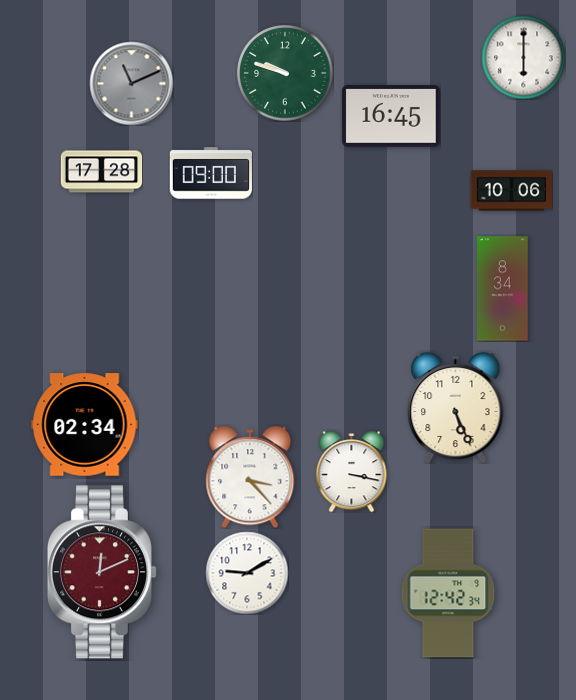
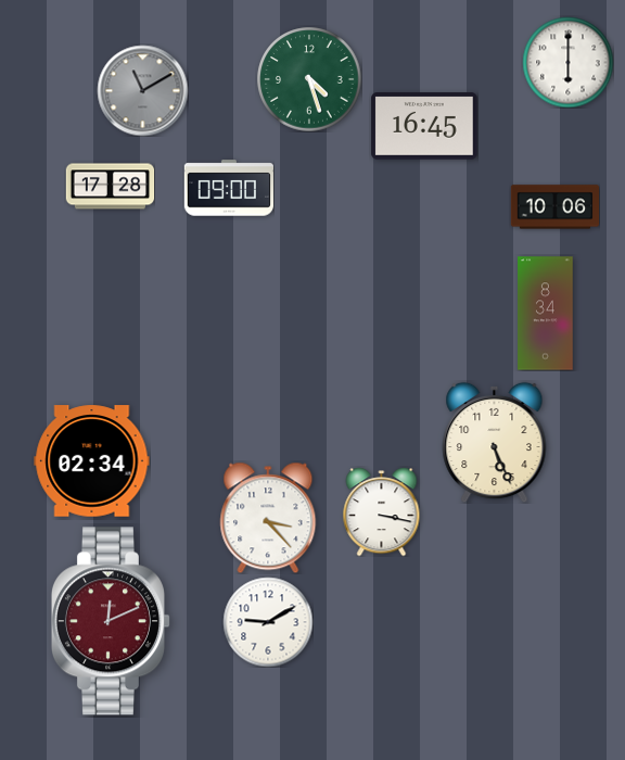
clock at (285, 73): 9:48 -> 4:27
clock at (131, 83): 11:11 -> 11:10
clock at (250, 477) position: (250, 477) -> (268, 518)
clock at (448, 593): 12:42 -> none
